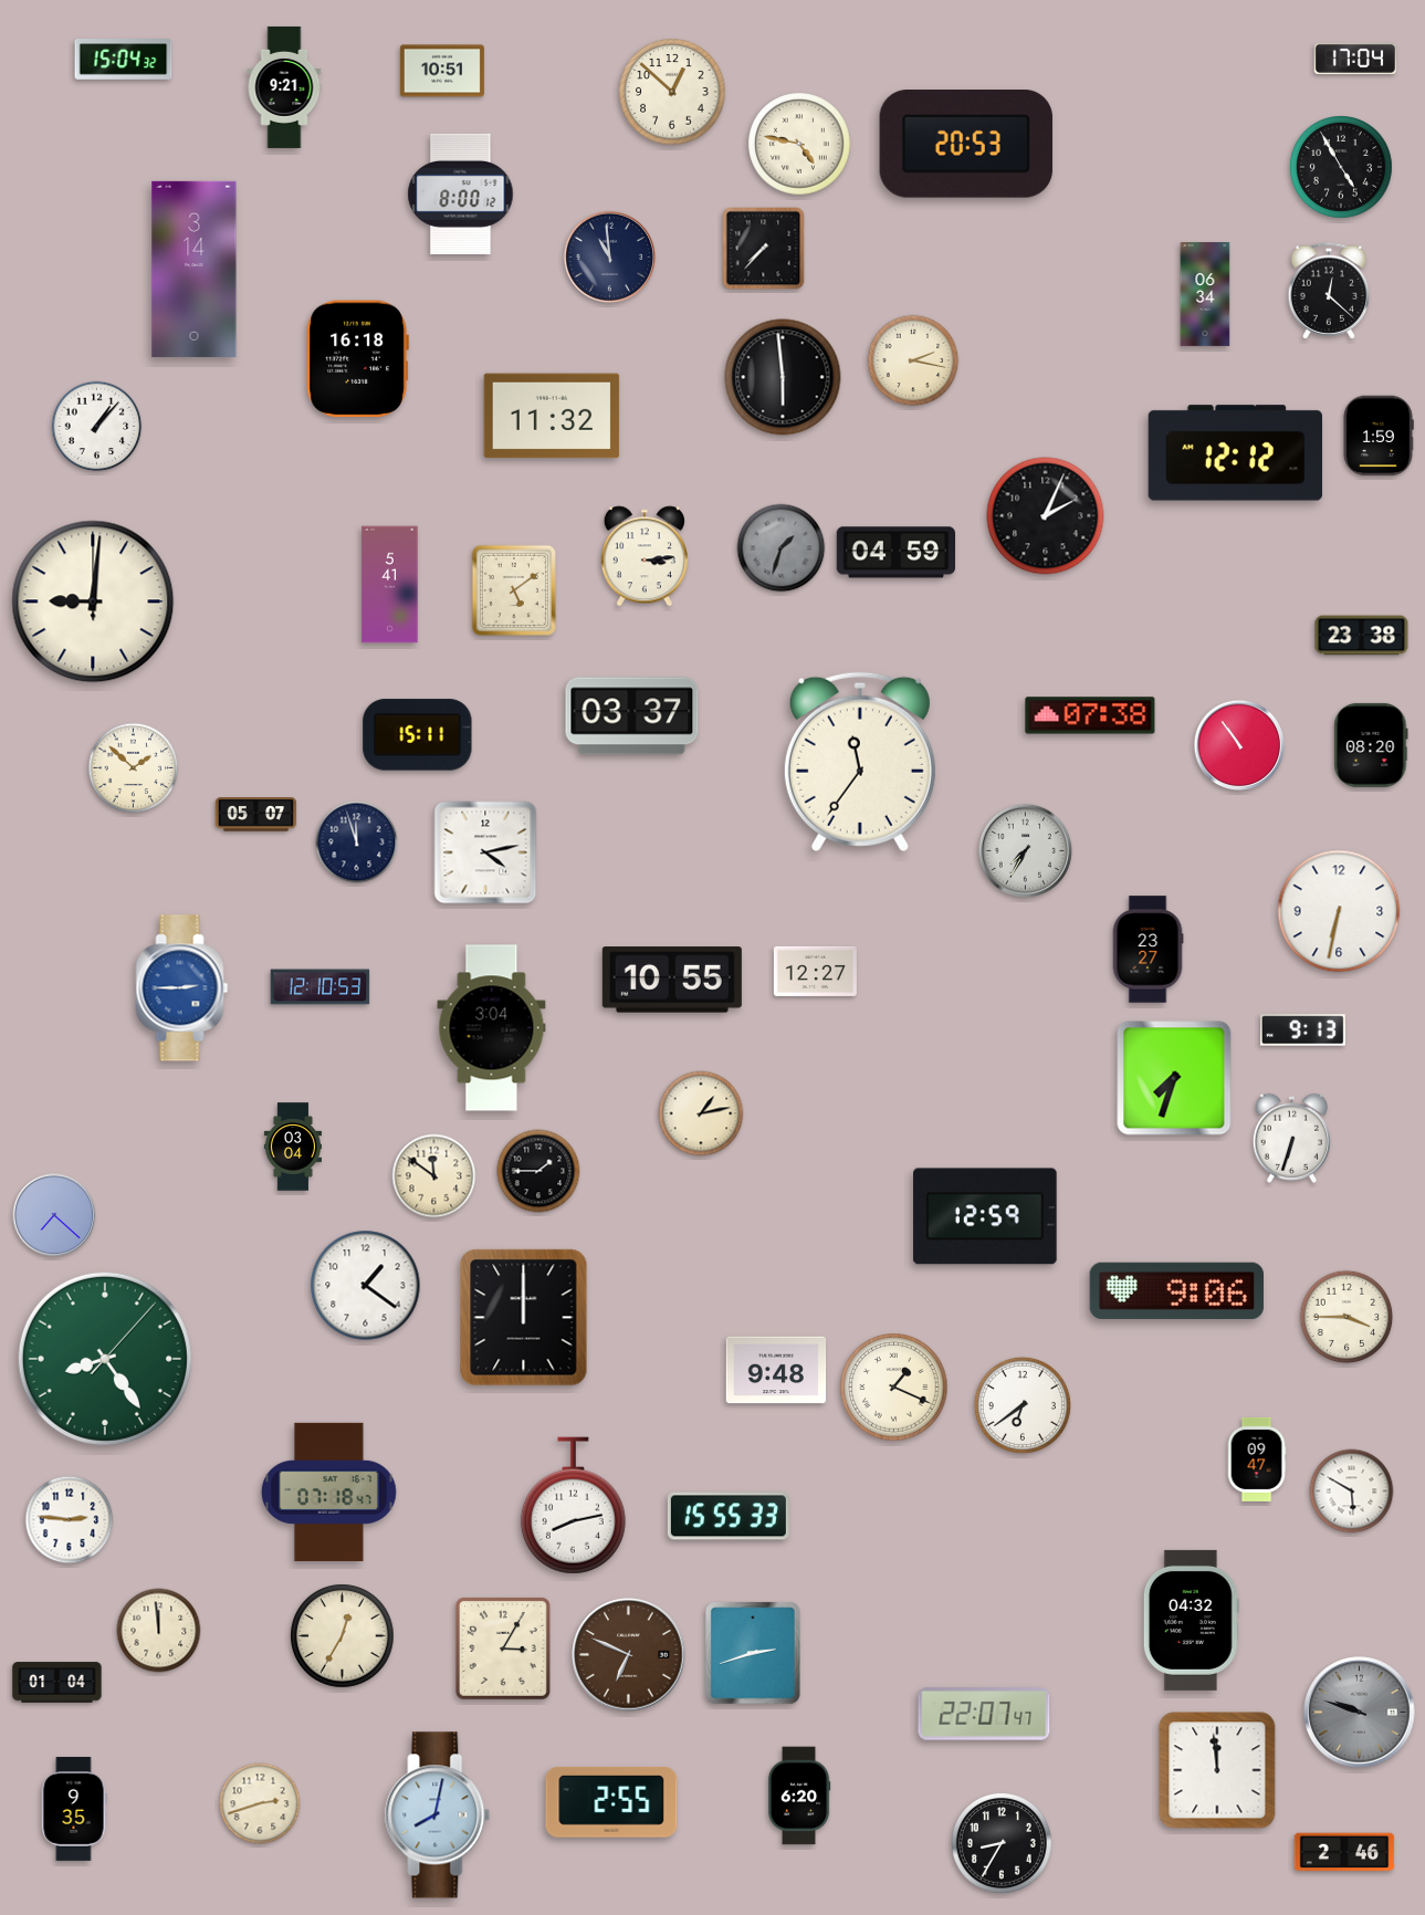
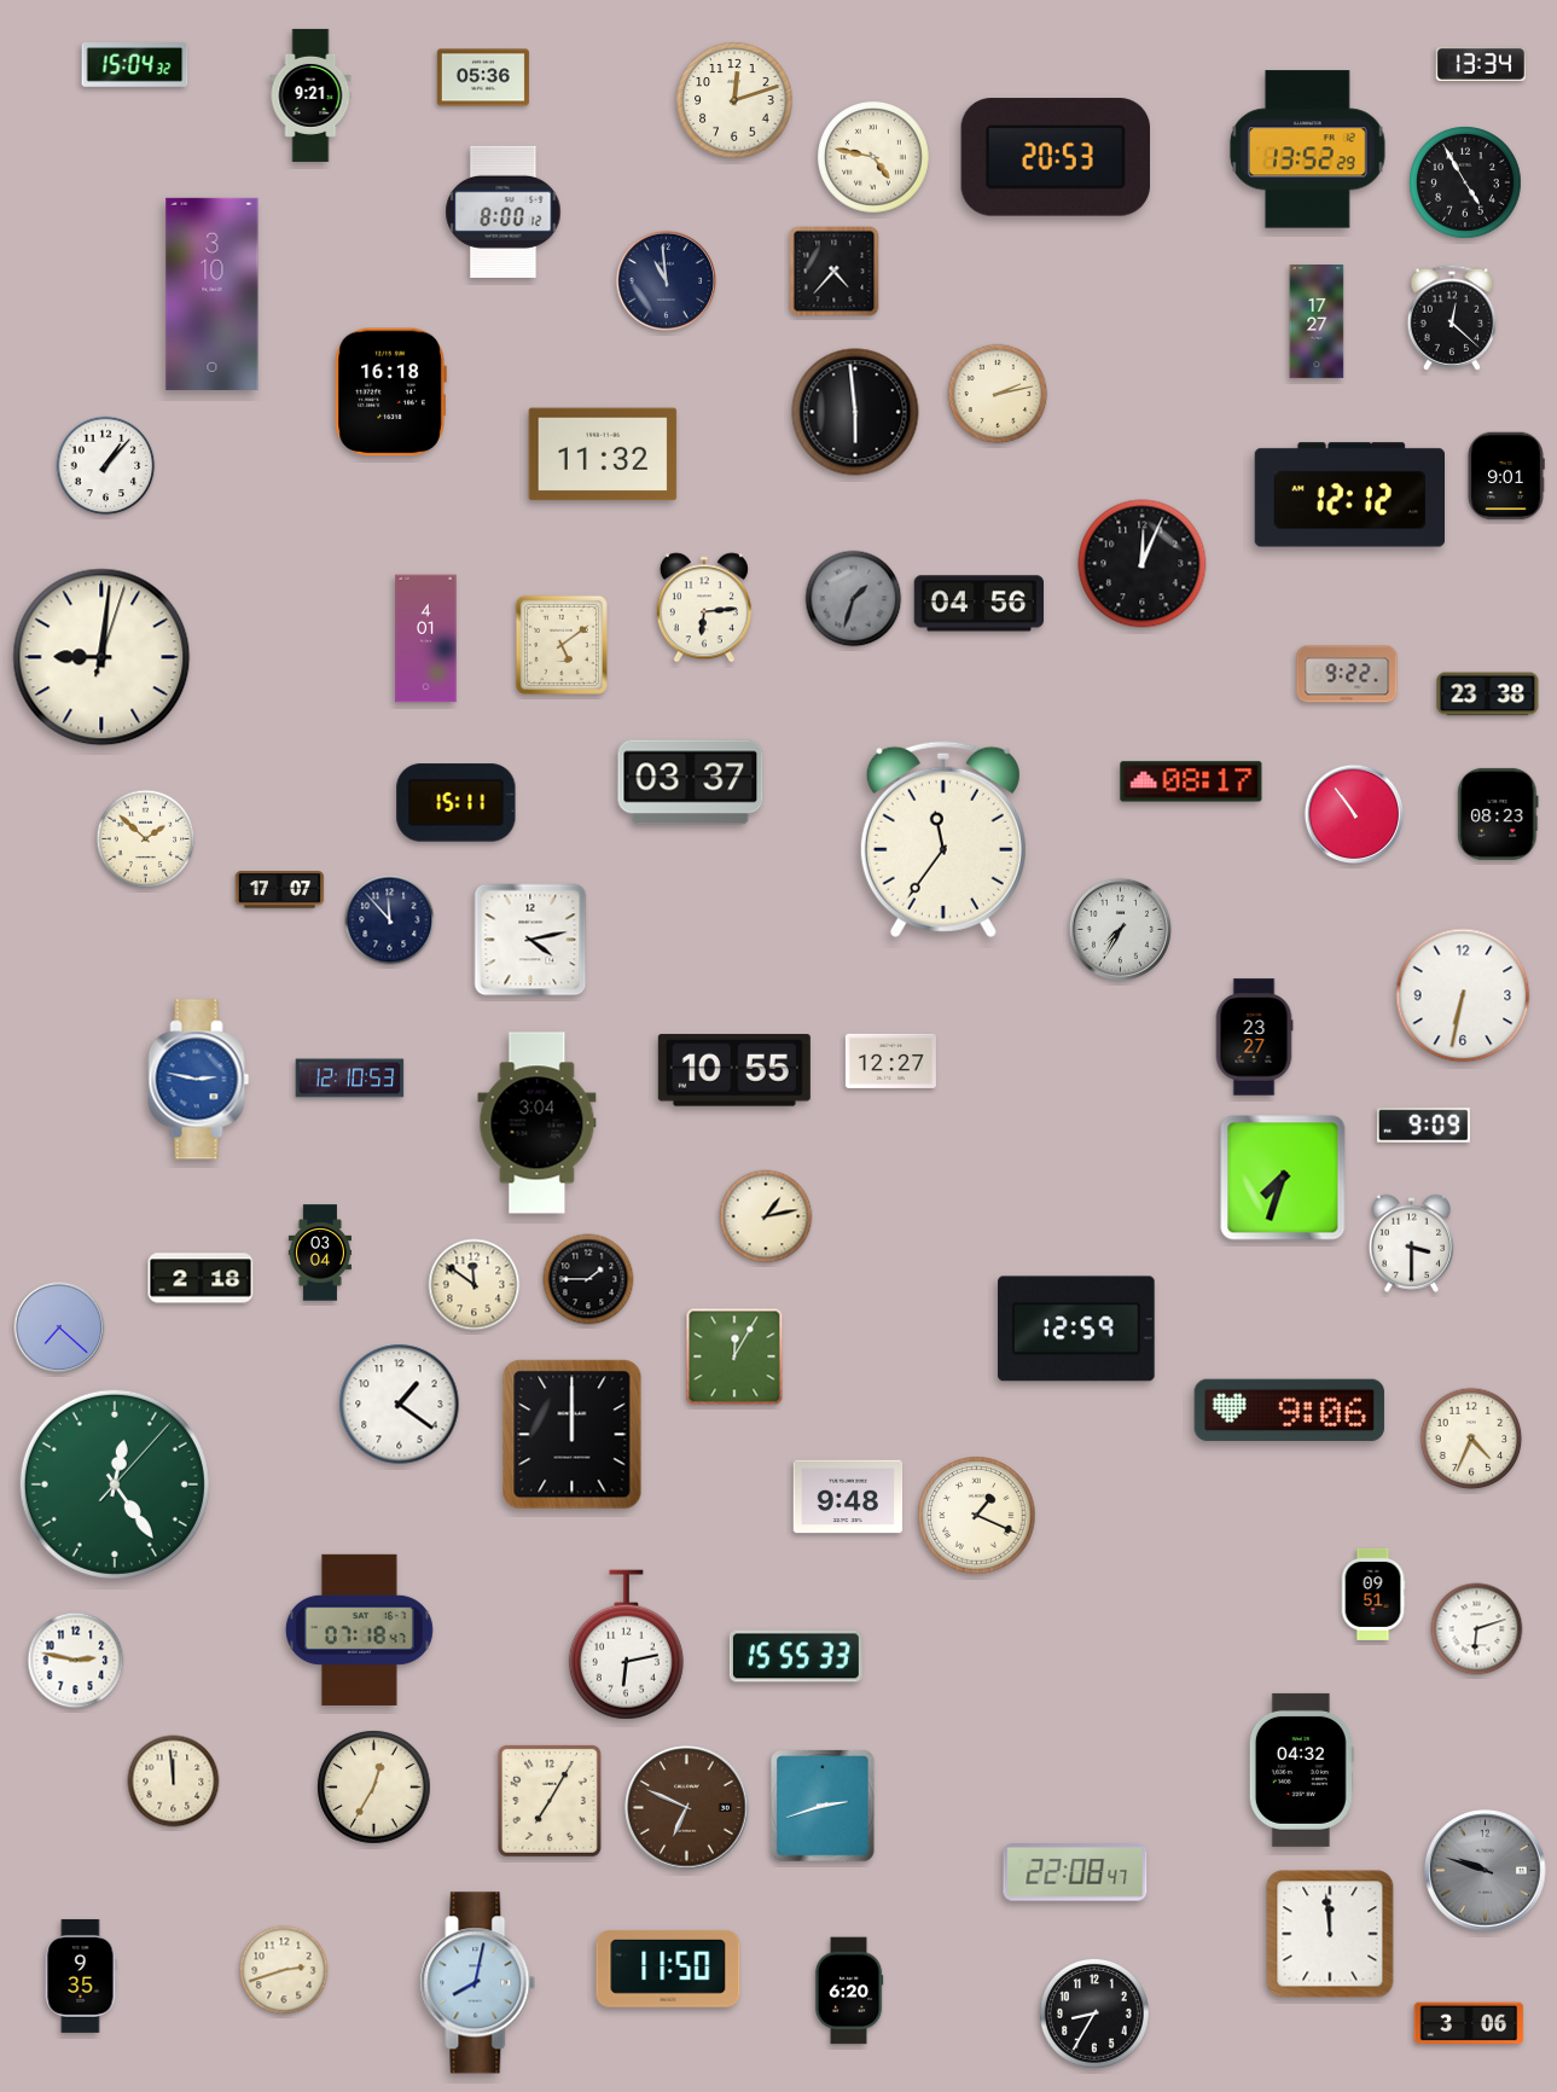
clock at (1355, 59): 17:04 -> 13:34
clock at (442, 71): 10:51 -> 05:36
clock at (672, 92): 12:52 -> 12:12
clock at (1308, 150): none -> 13:52
clock at (764, 249): 7:37 -> 4:37
clock at (195, 269): 3:14 -> 3:10
clock at (1205, 295): 06:34 -> 17:27
clock at (913, 360): 2:17 -> 2:13
clock at (1379, 436): 1:59 -> 9:01
clock at (1046, 516): 2:04 -> 12:04
clock at (895, 553): 04:59 -> 04:56
clock at (645, 556): 3:14 -> 6:14
clock at (390, 585): 5:41 -> 4:01
clock at (93, 601): 9:01:00 -> 9:01:03
clock at (1347, 674): none -> 9:22
clock at (1090, 715): 07:38 -> 08:17
clock at (1371, 745): 08:20 -> 08:23
clock at (860, 762) position: (860, 762) -> (943, 839)
clock at (256, 815): 05:07 -> 17:07
clock at (357, 843): 11:57 -> 11:53
clock at (485, 852) position: (485, 852) -> (530, 940)
clock at (182, 988): 2:45 -> 2:47
clock at (1302, 1030): 9:13 -> 9:09
clock at (1292, 1138): 6:33 -> 3:30
clock at (201, 1278): none -> 2:18
clock at (734, 1356): none -> 12:05
clock at (1176, 1290) position: (1176, 1290) -> (1289, 1410)
clock at (1347, 1317): 3:45 -> 4:34
clock at (524, 1318) position: (524, 1318) -> (573, 1435)
clock at (105, 1359): 8:24 -> 12:24
clock at (1023, 1405): 6:39 -> none
clock at (1257, 1459): 09:47 -> 09:51
clock at (1352, 1492): 5:50 -> 6:12
clock at (573, 1506): 8:13 -> 6:13
clock at (70, 1520): 2:46 -> 2:47
clock at (503, 1649): 3:05 -> 7:05
clock at (57, 1683): 01:04 -> none
clock at (984, 1714): 22:07 -> 22:08
clock at (799, 1796) position: (799, 1796) -> (849, 1991)
clock at (611, 1802): 2:55 -> 11:50
clock at (1344, 1852): 2:46 -> 3:06
